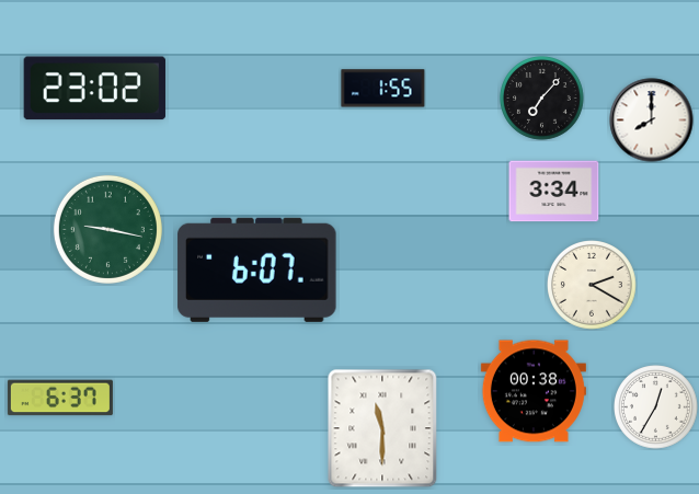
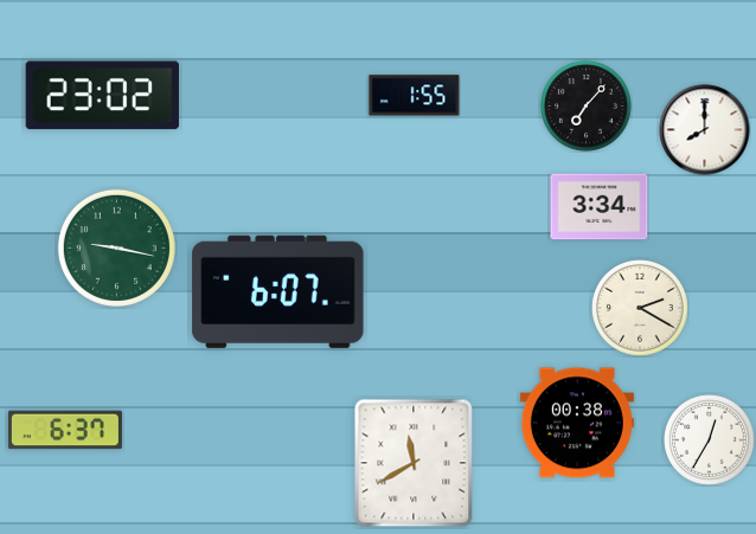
clock at (382, 428): 11:30 -> 11:40
